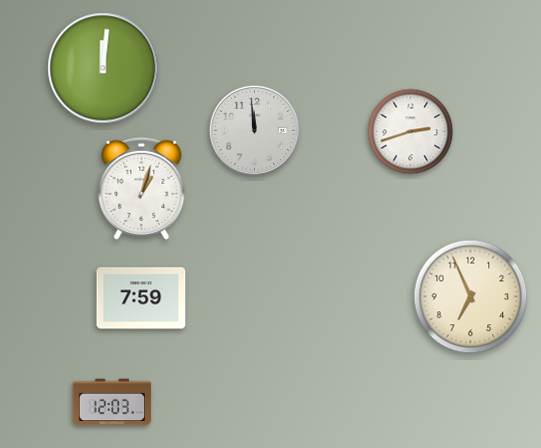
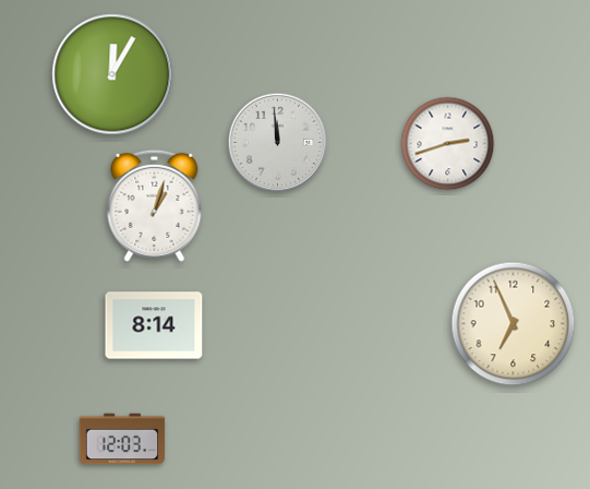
clock at (103, 68): 12:01 -> 12:05
clock at (141, 298): 7:59 -> 8:14
